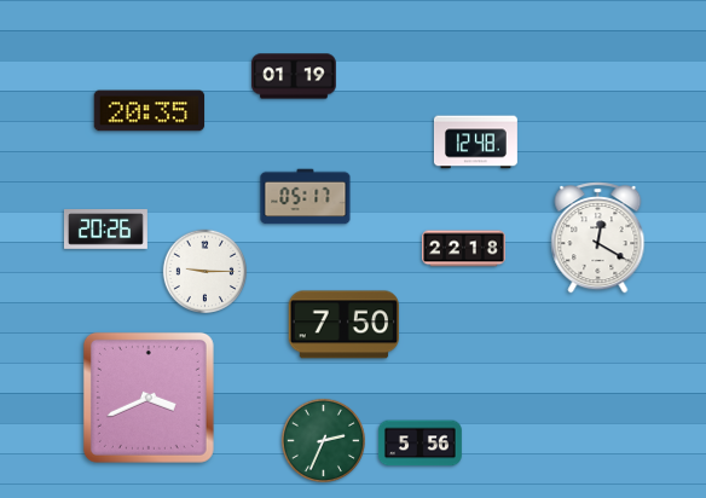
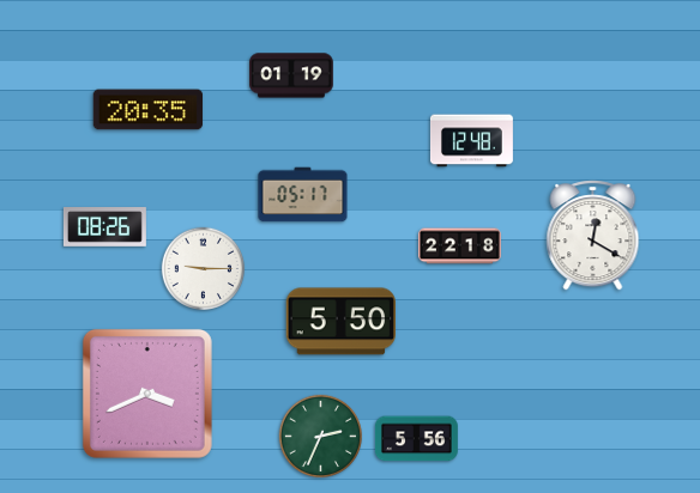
clock at (105, 230): 20:26 -> 08:26
clock at (345, 325): 7:50 -> 5:50
